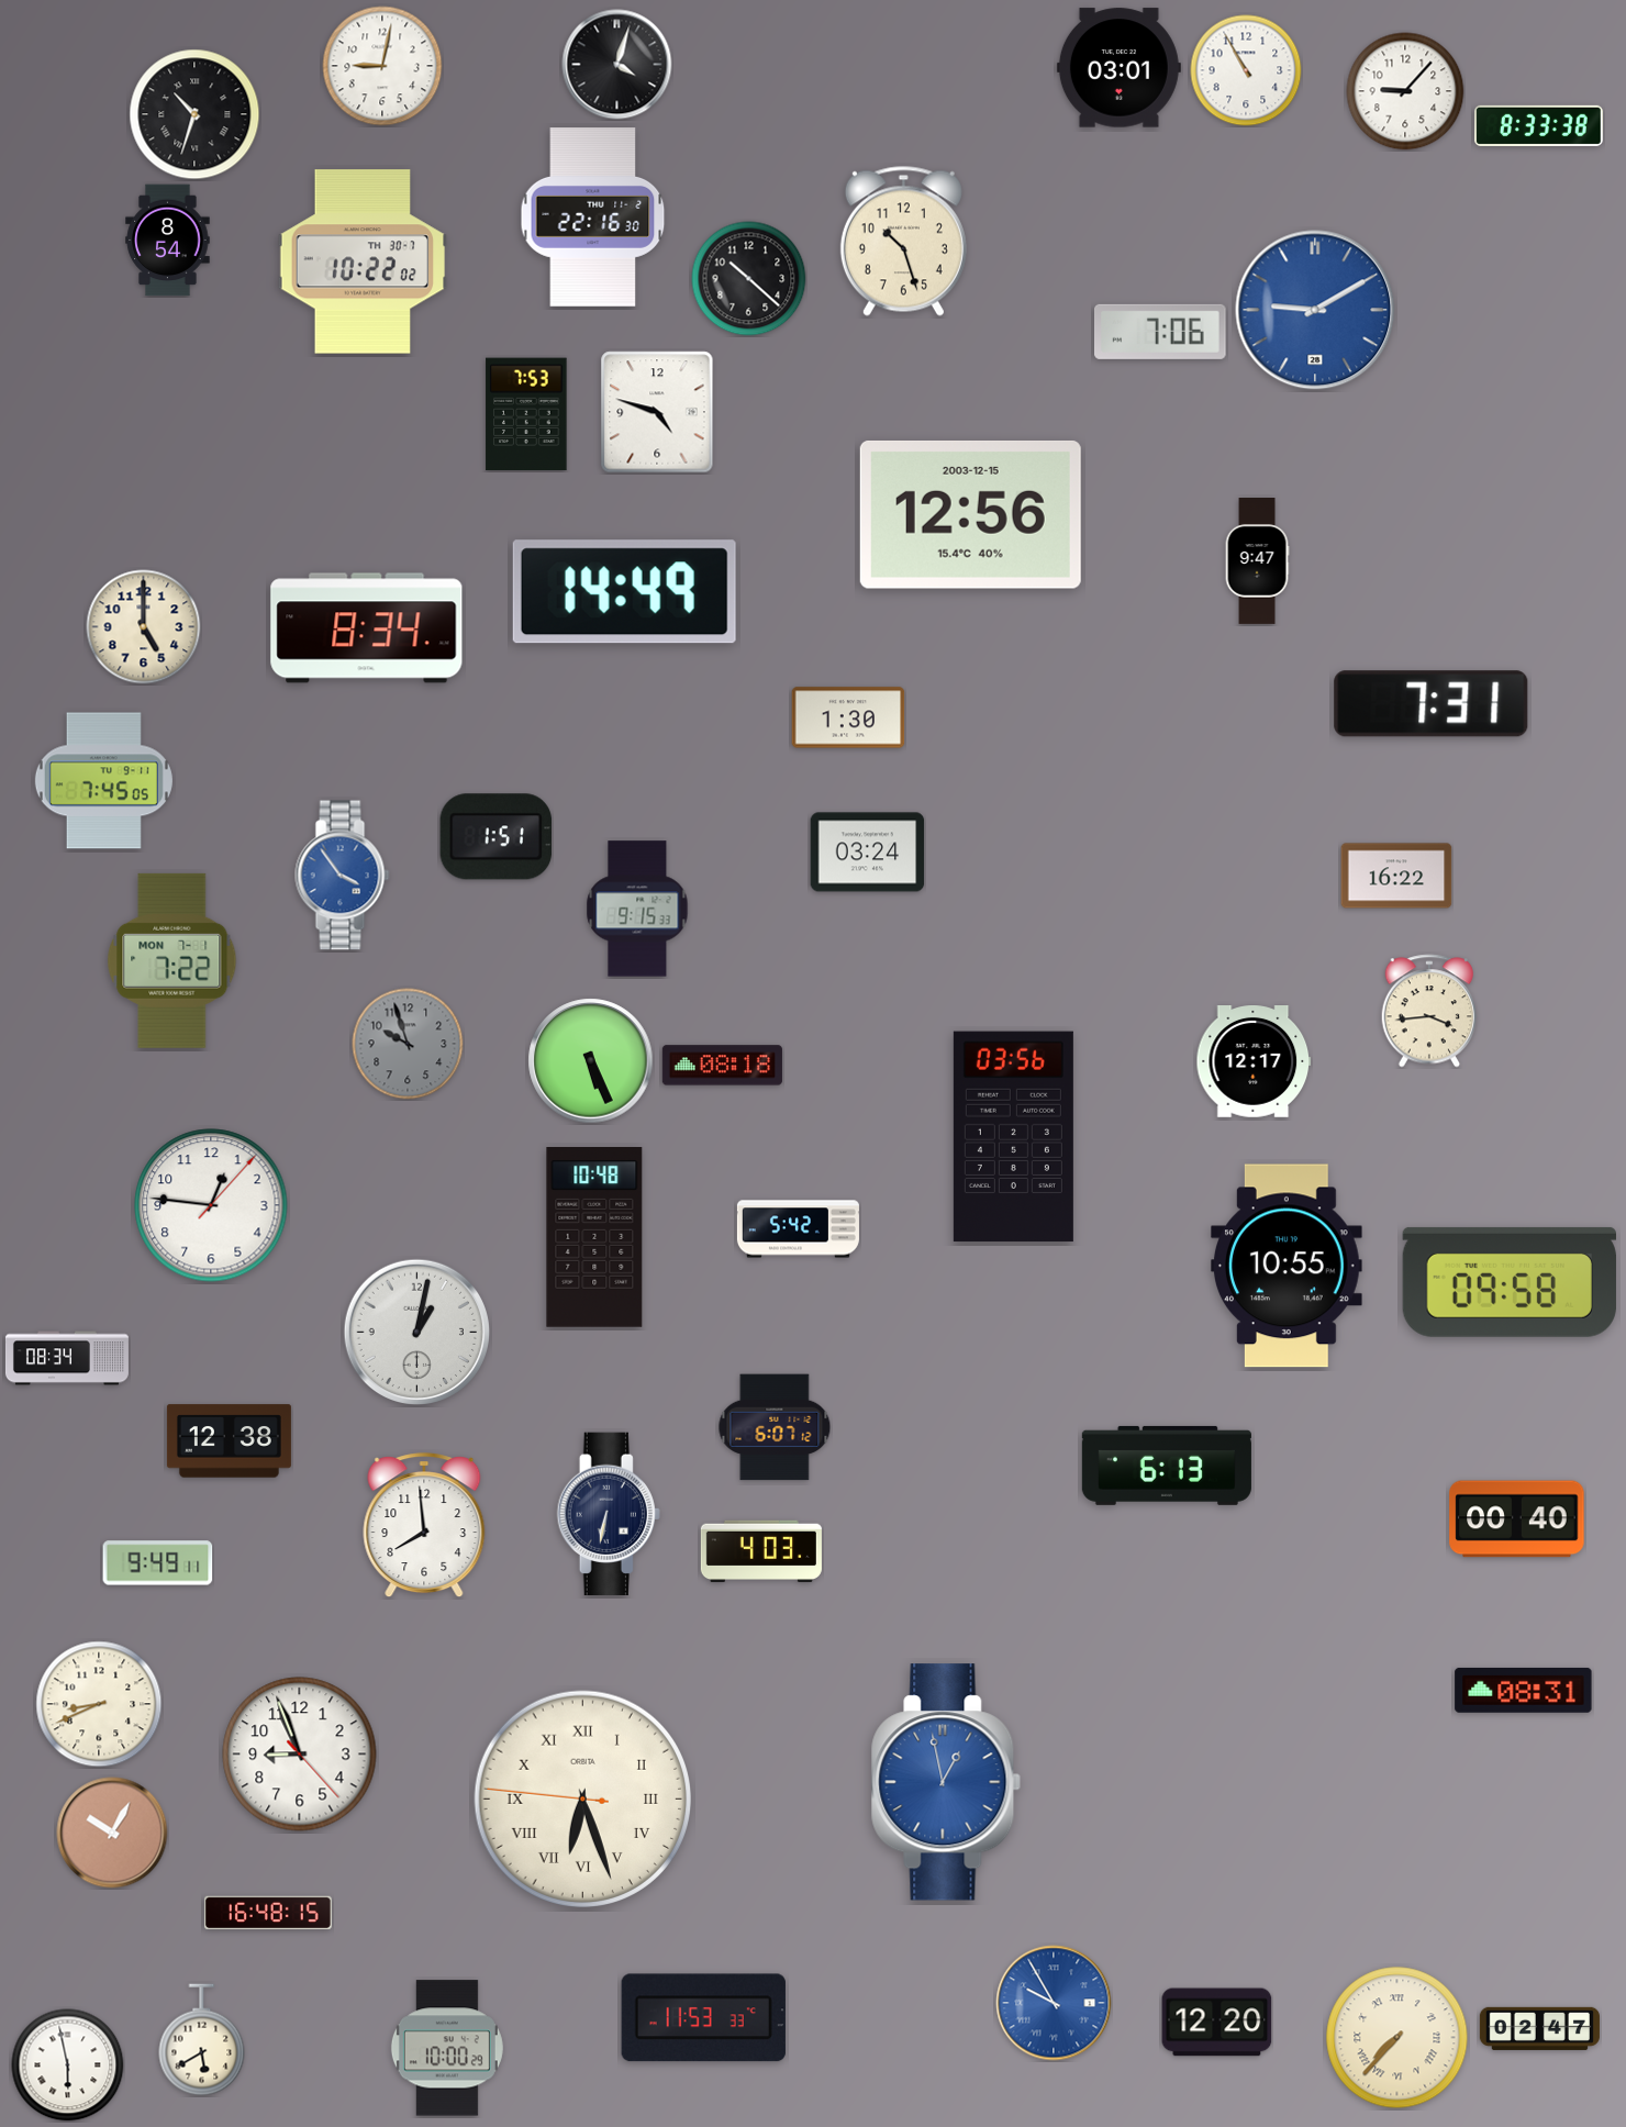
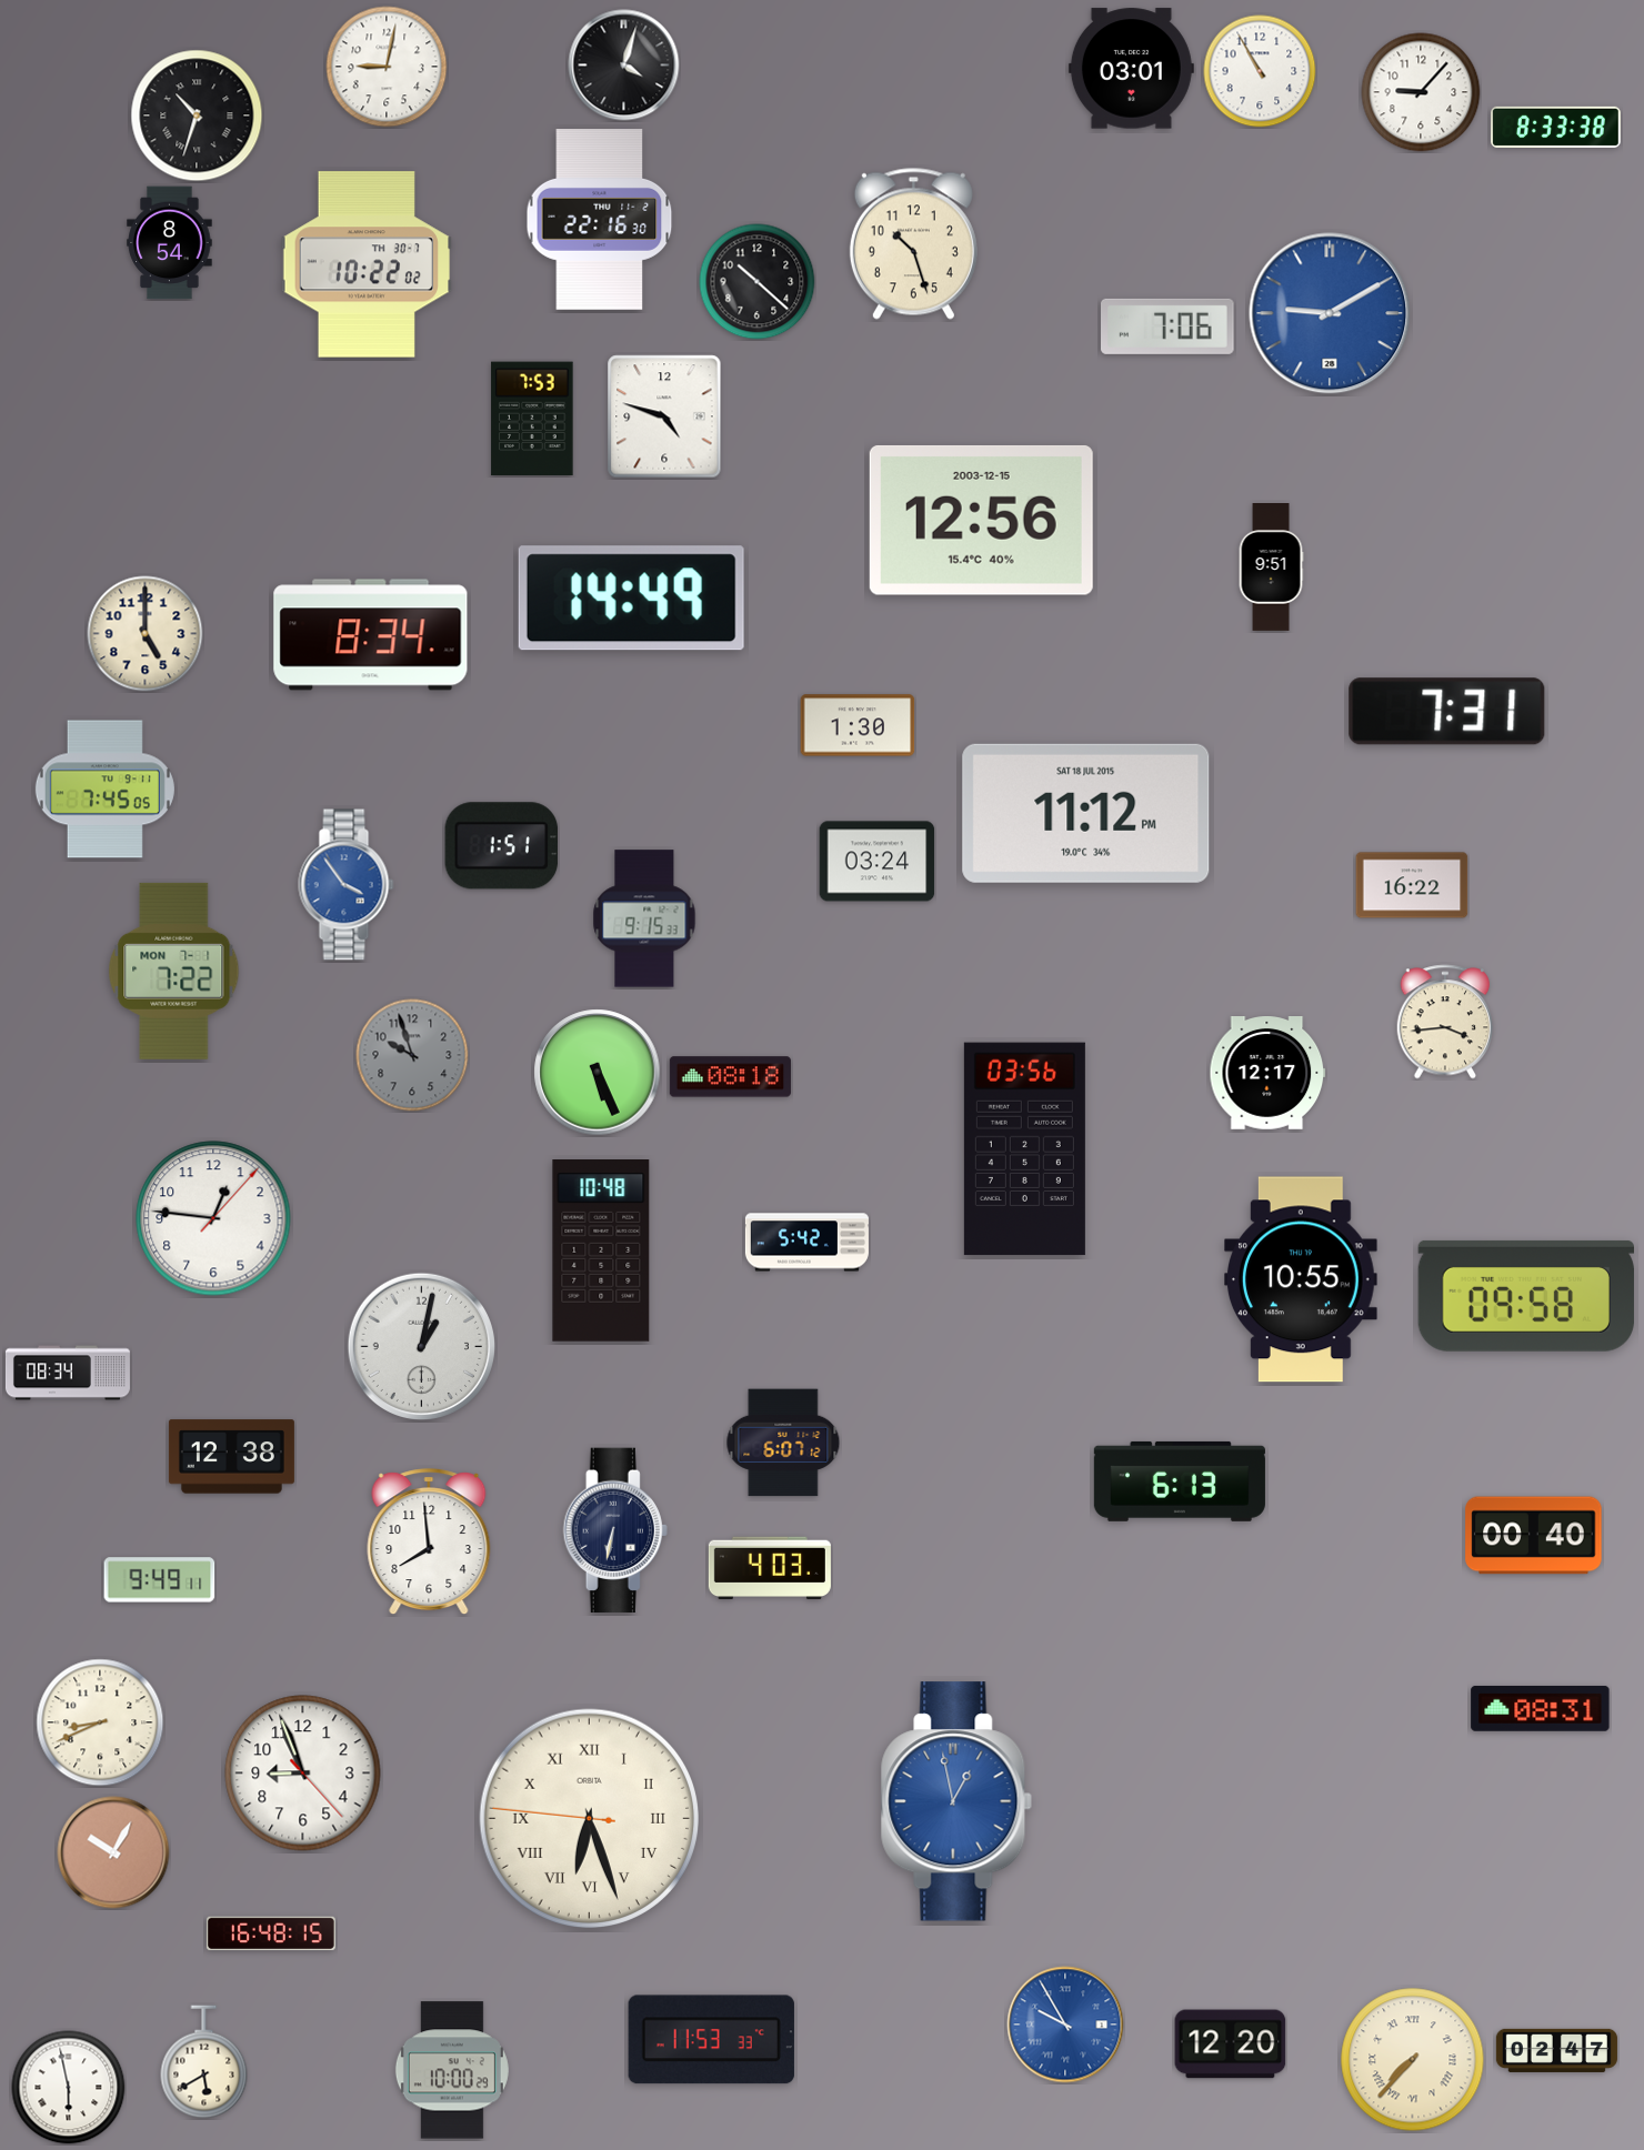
clock at (1160, 332) position: (1160, 332) -> (1167, 326)
clock at (1257, 561): 9:47 -> 9:51
clock at (1086, 813): none -> 11:12
